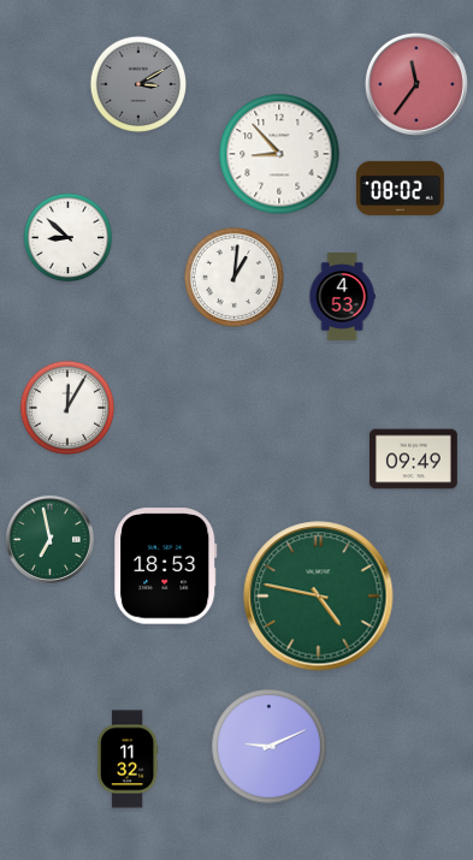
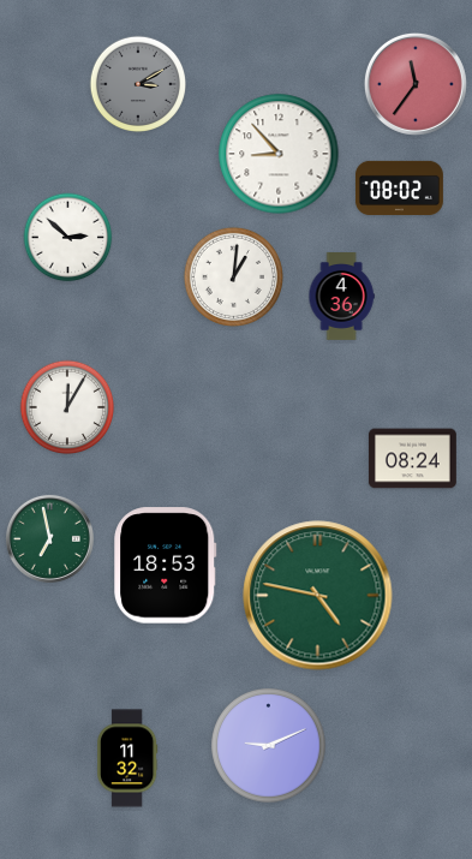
clock at (69, 238): 8:52 -> 2:52
clock at (342, 297): 4:53 -> 4:36
clock at (413, 459): 09:49 -> 08:24
